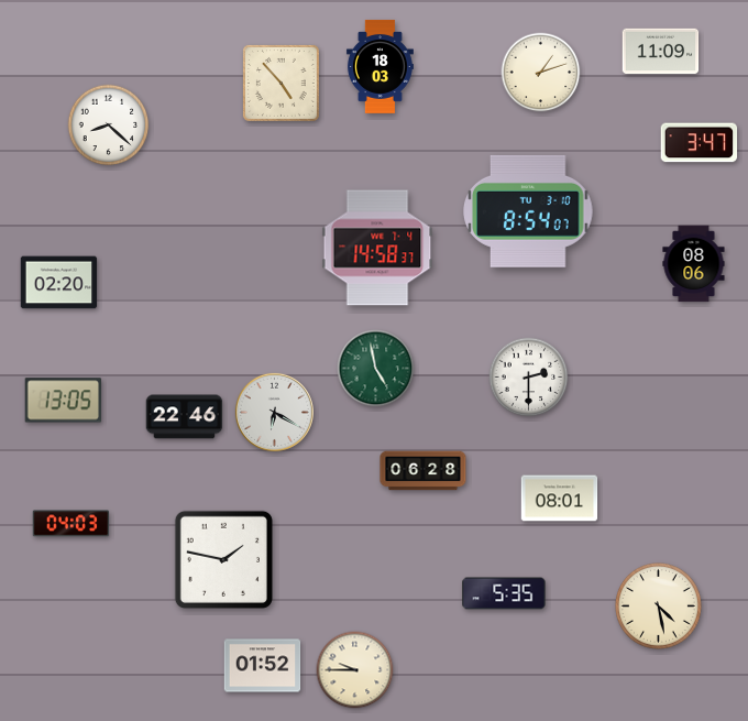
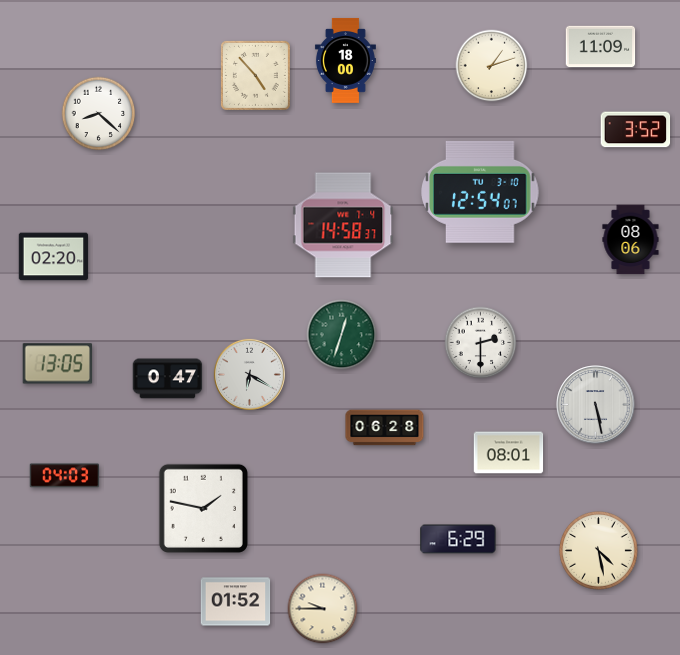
clock at (380, 66): 18:03 -> 18:00
clock at (700, 143): 3:47 -> 3:52
clock at (528, 211): 8:54 -> 12:54
clock at (376, 369): 4:58 -> 12:33
clock at (185, 417): 22:46 -> 0:47
clock at (596, 405): none -> 5:28
clock at (504, 593): 5:35 -> 6:29
clock at (263, 666) position: (263, 666) -> (236, 602)
